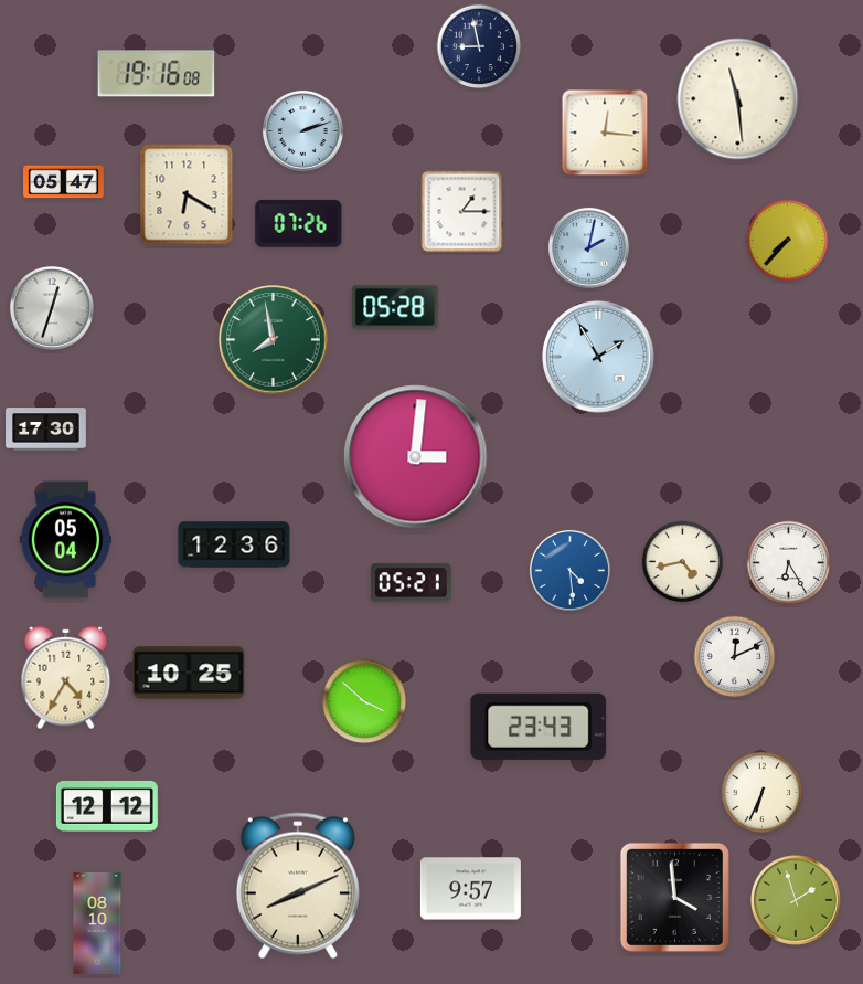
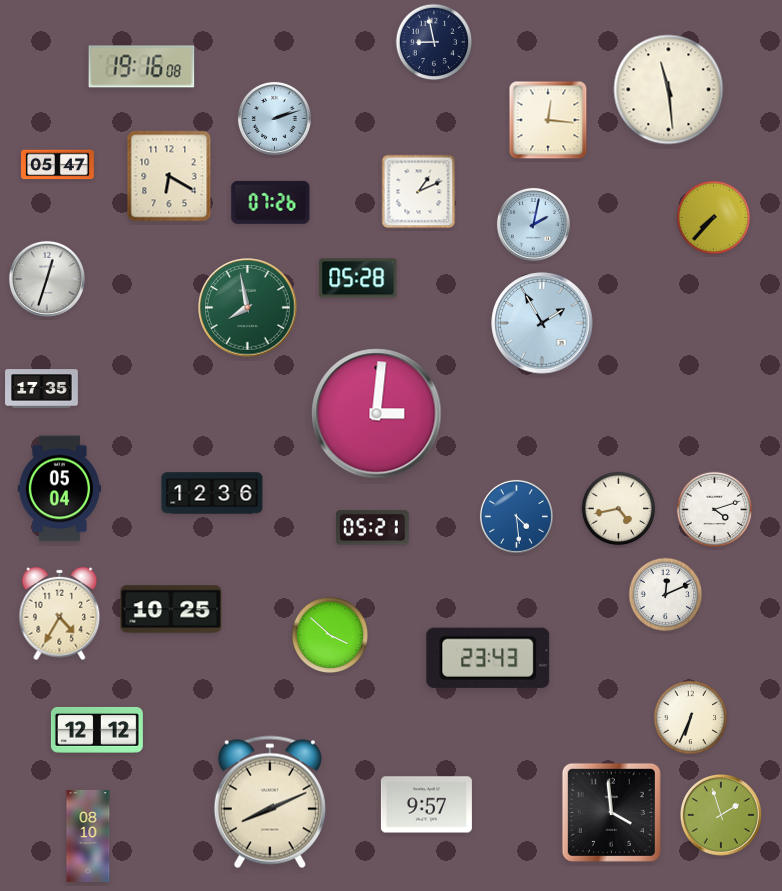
clock at (462, 212): 1:15 -> 1:11
clock at (46, 430): 17:30 -> 17:35
clock at (789, 563): 6:25 -> 4:12
